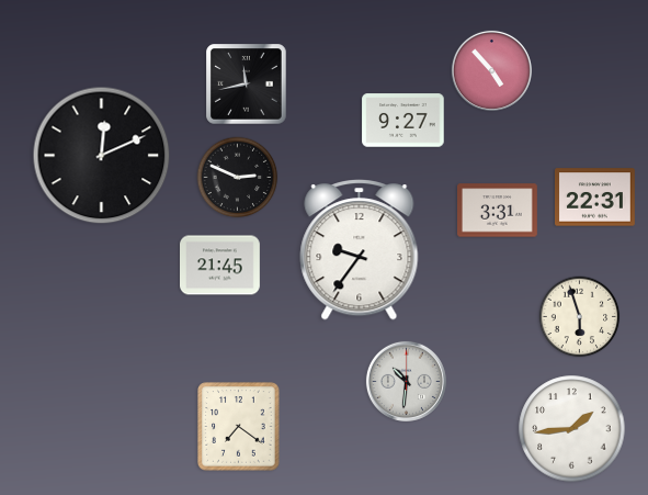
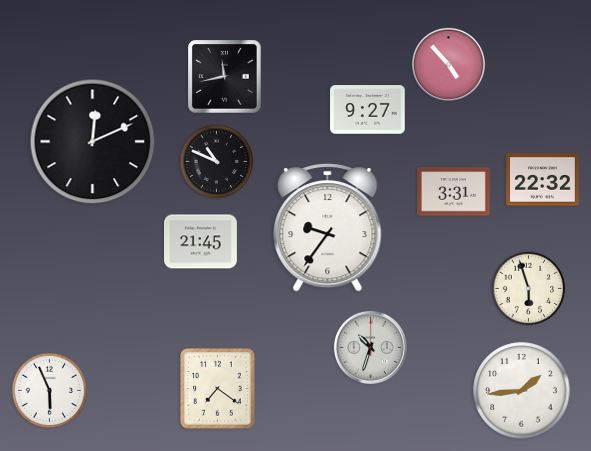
clock at (238, 178): 2:49 -> 10:49
clock at (595, 198): 22:31 -> 22:32
clock at (406, 381): 10:31 -> 10:33
clock at (50, 391): none -> 5:56
